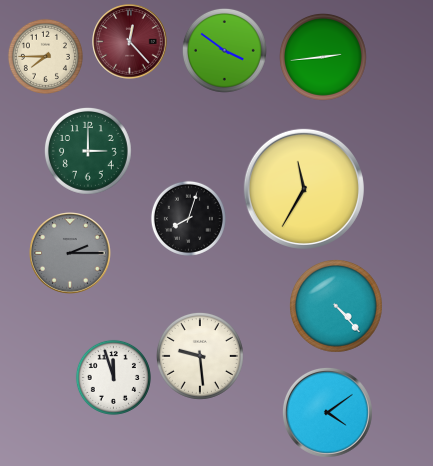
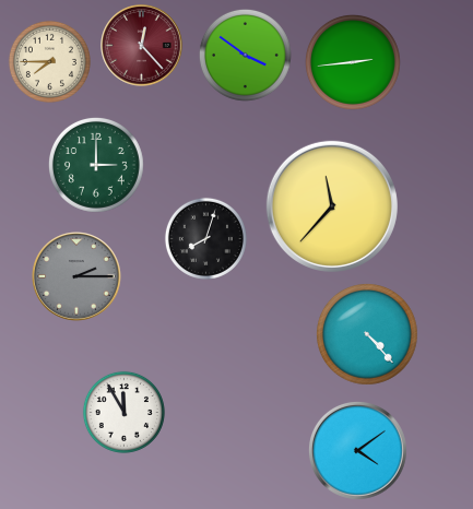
clock at (304, 189): 11:35 -> 11:37
clock at (200, 356): 9:29 -> none
clock at (113, 377): 11:57 -> 11:55
